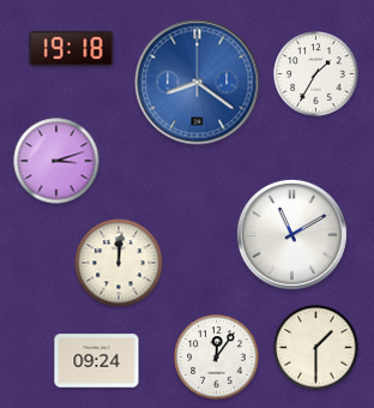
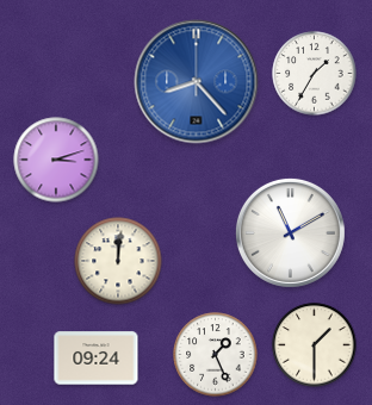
clock at (72, 49): 19:18 -> none
clock at (198, 83): 8:21 -> 8:23
clock at (217, 358): 12:06 -> 1:26
